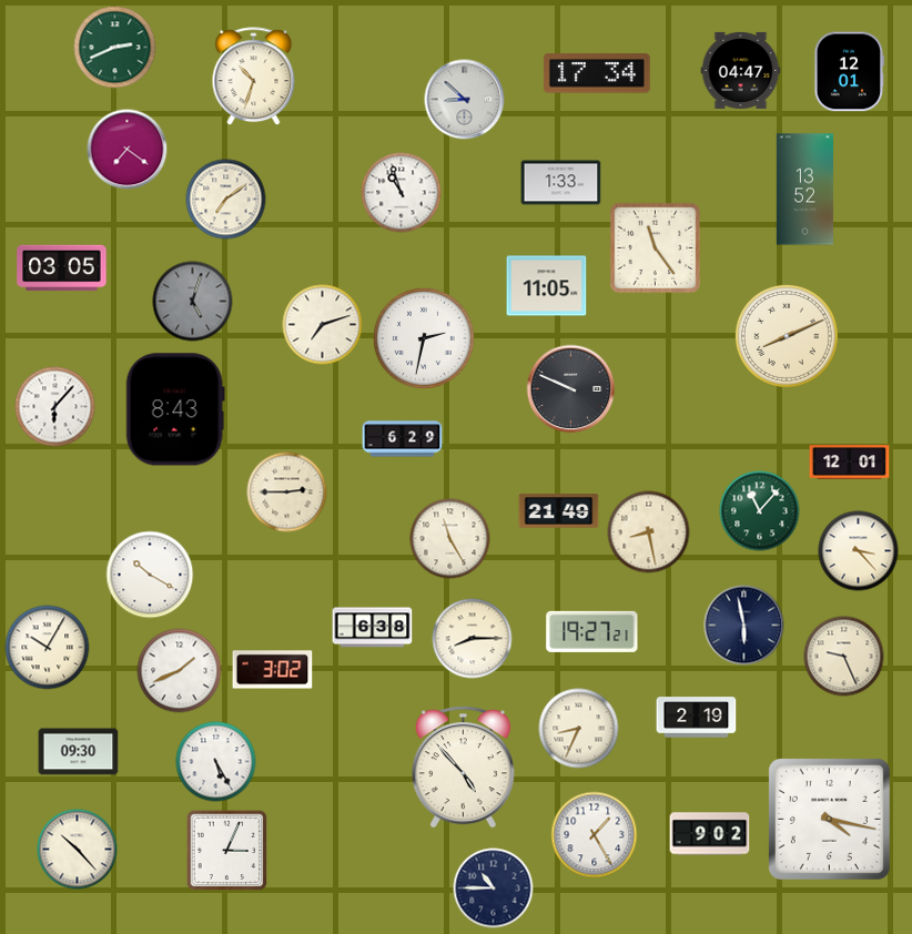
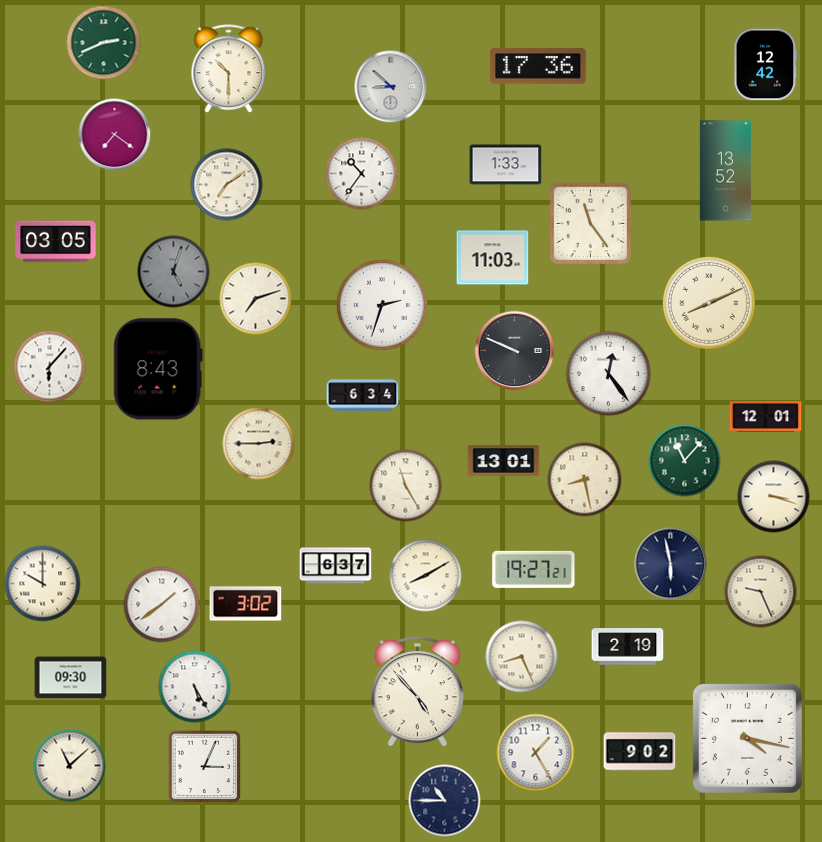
clock at (741, 70): 04:47 -> none
clock at (850, 72): 12:01 -> 12:42
clock at (597, 73): 17:34 -> 17:36
clock at (254, 77): 10:33 -> 10:30
clock at (465, 100) position: (465, 100) -> (391, 87)
clock at (402, 193): 10:57 -> 10:36
clock at (226, 200) position: (226, 200) -> (227, 185)
clock at (547, 286): 11:05 -> 11:03
clock at (323, 325) position: (323, 325) -> (256, 299)
clock at (424, 338): 2:32 -> 2:33
clock at (609, 374): none -> 12:24
clock at (403, 439): 6:29 -> 6:34
clock at (559, 511): 21:49 -> 13:01
clock at (859, 551): 3:23 -> 3:18
clock at (150, 575): 10:20 -> none
clock at (373, 628): 6:38 -> 6:37
clock at (473, 639): 8:15 -> 8:10
clock at (48, 648): 10:05 -> 10:00
clock at (180, 671): 1:41 -> 1:39
clock at (579, 729): 8:34 -> 8:26
clock at (78, 850): 10:23 -> 11:08
